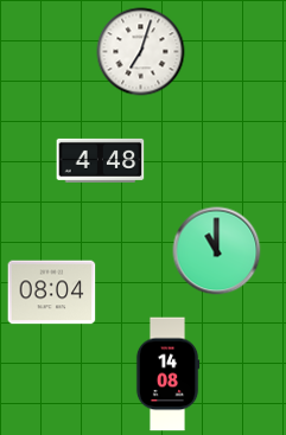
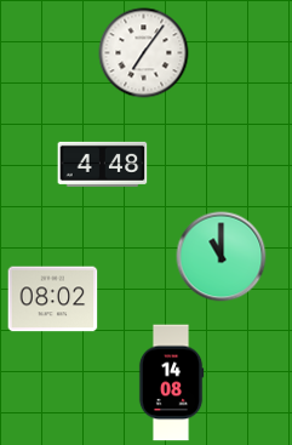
clock at (141, 52): 7:03 -> 7:06
clock at (52, 293): 08:04 -> 08:02
